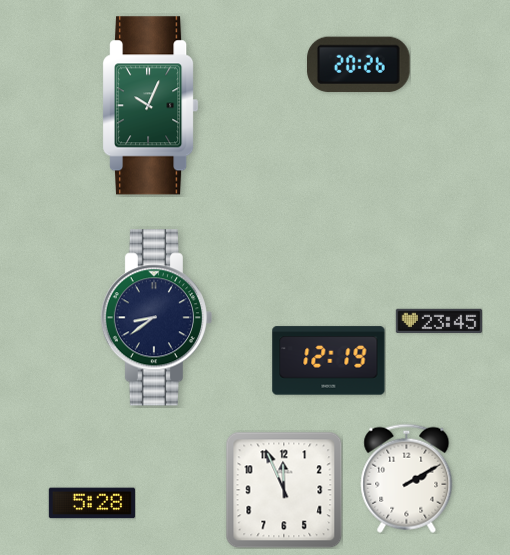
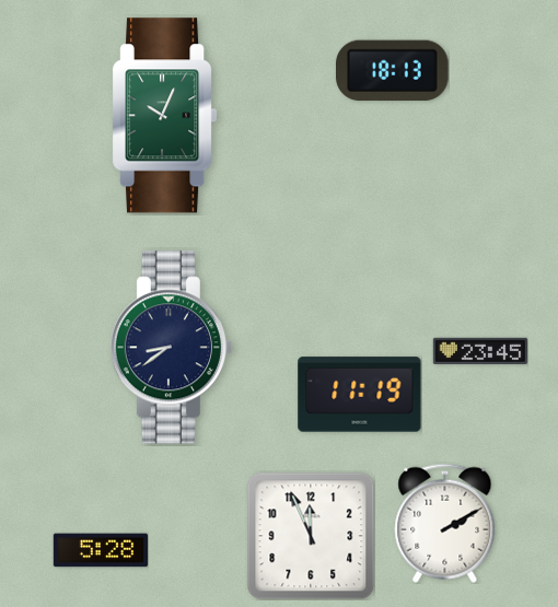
clock at (359, 64): 20:26 -> 18:13
clock at (329, 361): 12:19 -> 11:19
